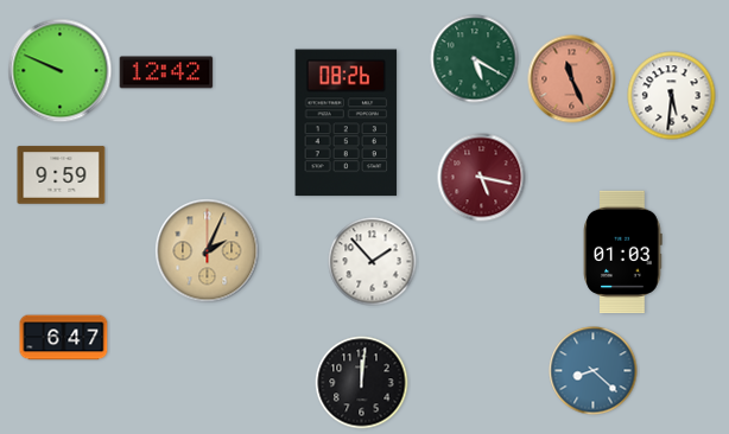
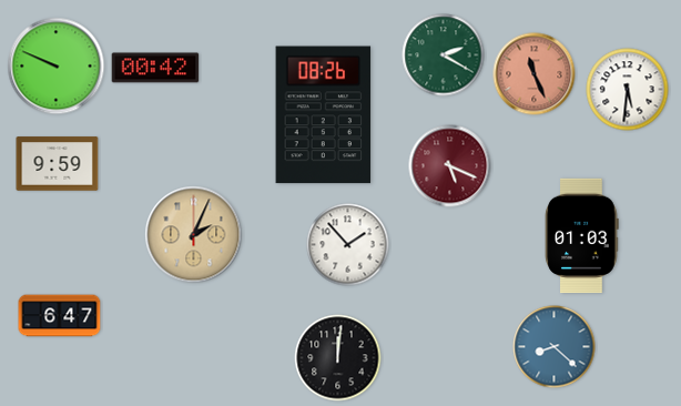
clock at (475, 59): 5:20 -> 2:20
clock at (166, 72): 12:42 -> 00:42
clock at (482, 178): 5:17 -> 5:19
